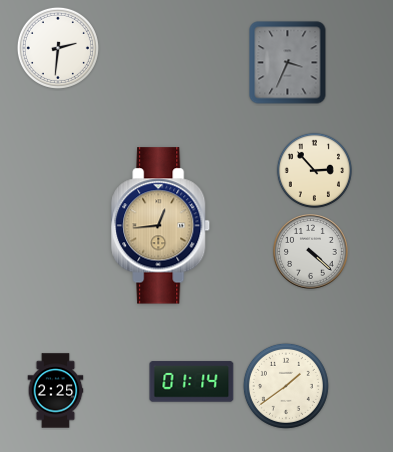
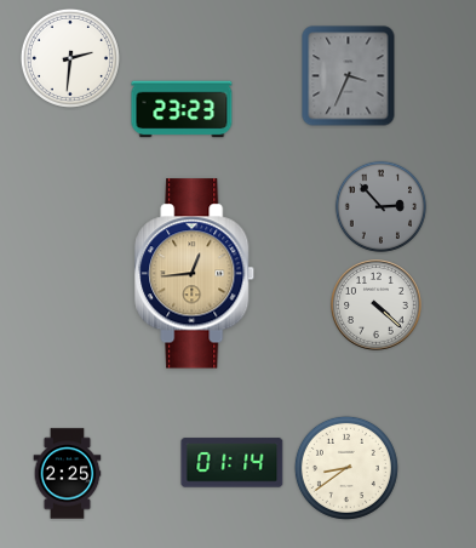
clock at (182, 109): none -> 23:23
clock at (314, 170) dial: cream -> grey
clock at (286, 386): 1:39 -> 8:39
